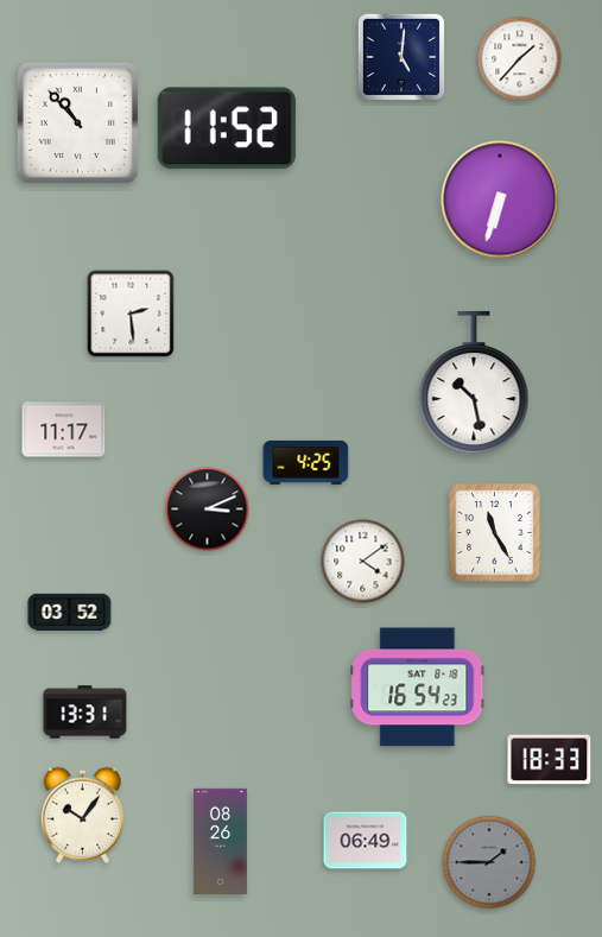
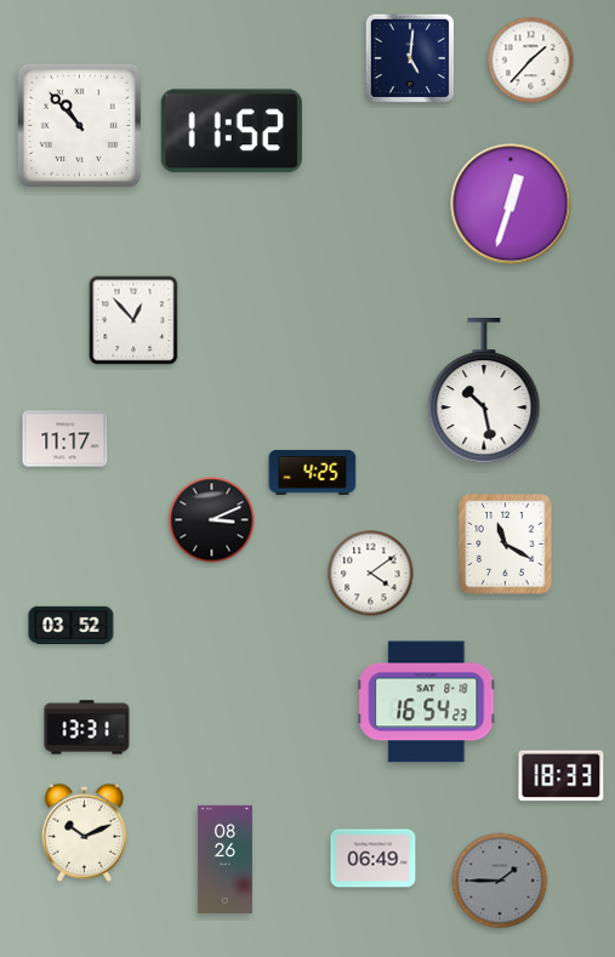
clock at (500, 200): 6:33 -> 12:33
clock at (131, 314): 2:29 -> 12:53
clock at (495, 533): 11:25 -> 11:20
clock at (82, 815): 10:06 -> 10:11
